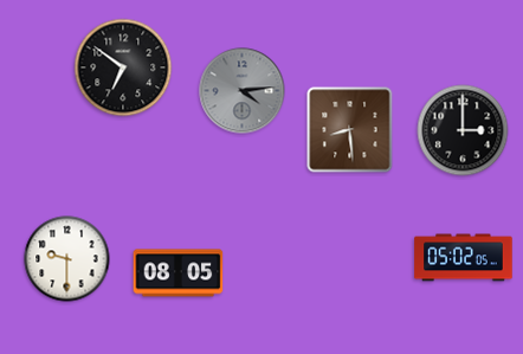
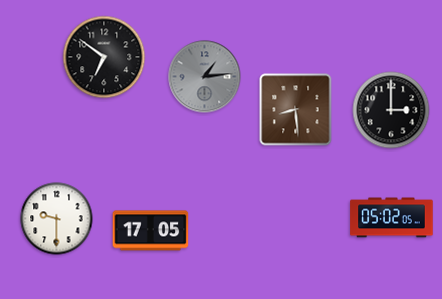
clock at (243, 91): 4:14 -> 1:14
clock at (179, 273): 08:05 -> 17:05
